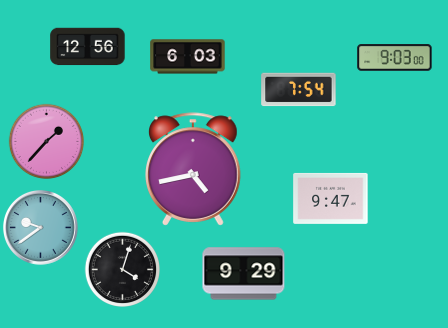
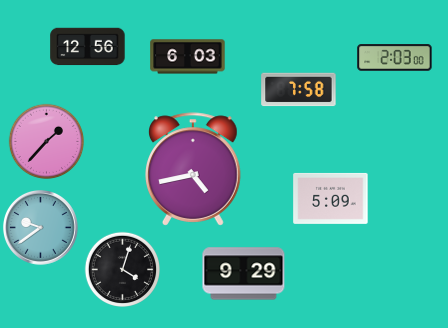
clock at (395, 58): 9:03 -> 2:03
clock at (299, 90): 7:54 -> 7:58
clock at (331, 198): 9:47 -> 5:09
